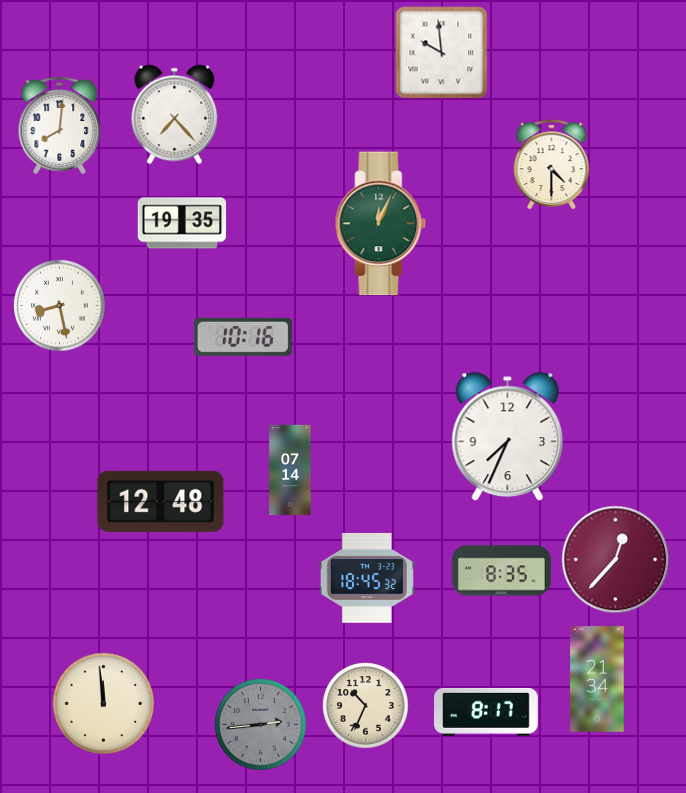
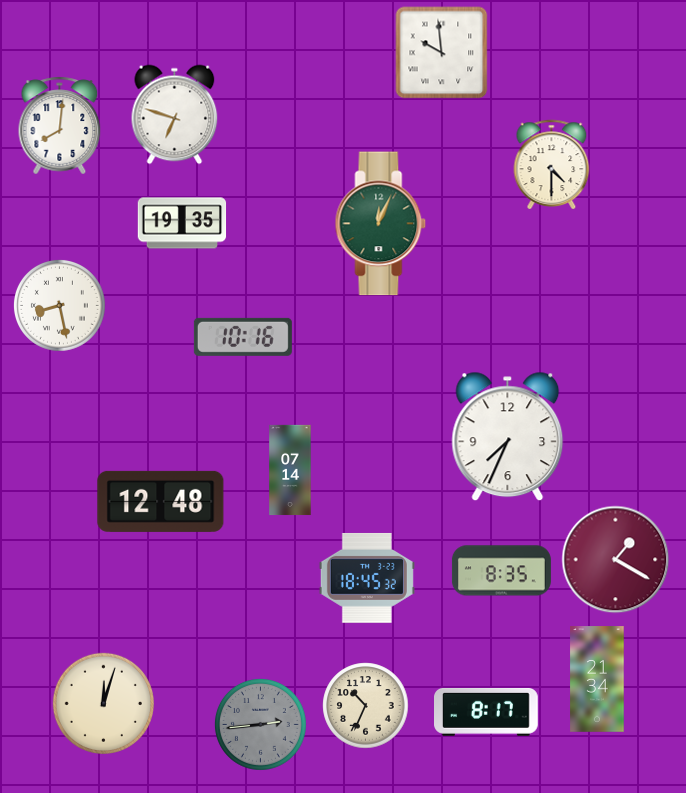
clock at (175, 114): 7:23 -> 6:48
clock at (615, 559): 12:37 -> 1:20
clock at (103, 703): 11:59 -> 12:03
